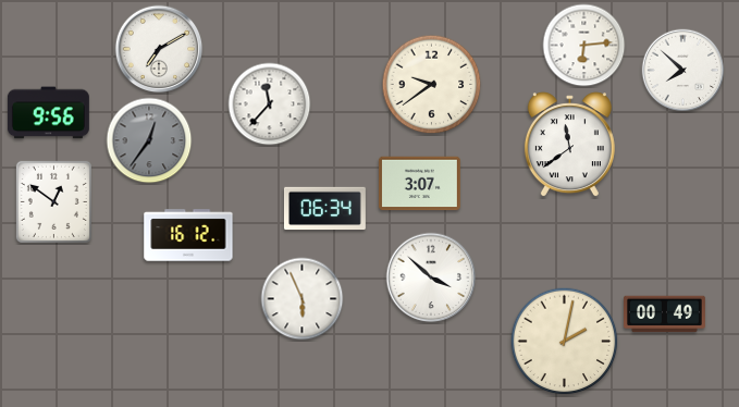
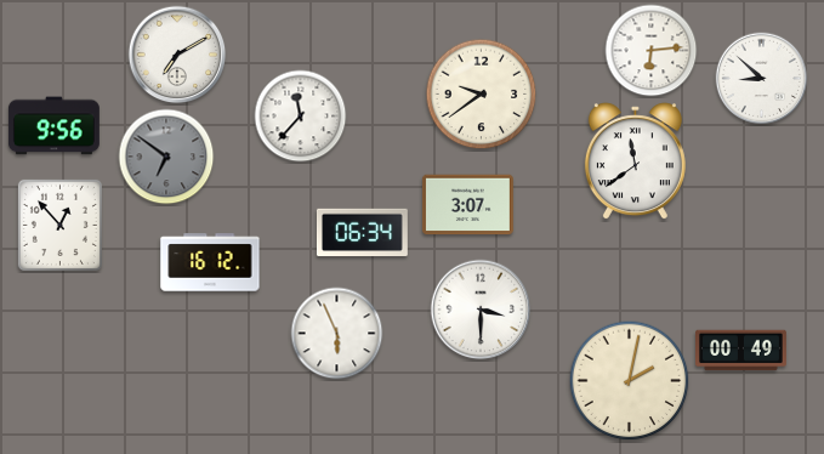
clock at (683, 71): 7:52 -> 8:52
clock at (149, 140): 12:36 -> 6:51
clock at (53, 201): 12:51 -> 12:53
clock at (431, 277): 3:52 -> 3:30
